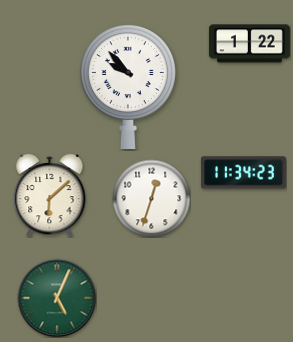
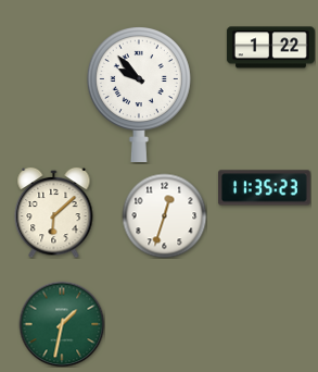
clock at (244, 173): 11:34 -> 11:35
clock at (57, 298): 5:04 -> 1:32
